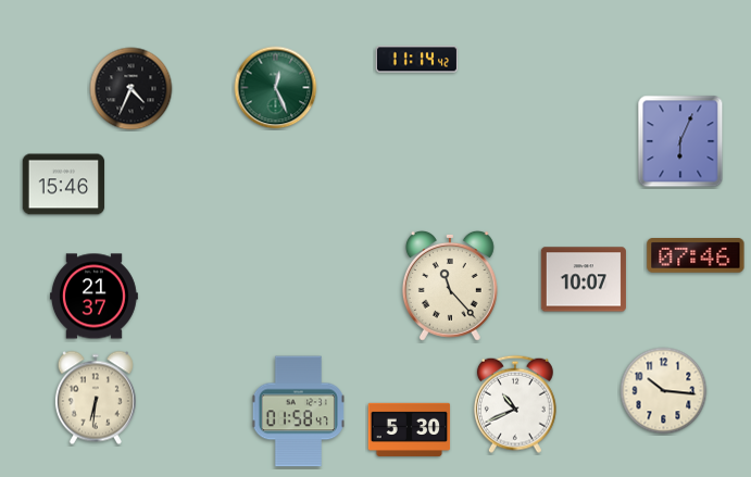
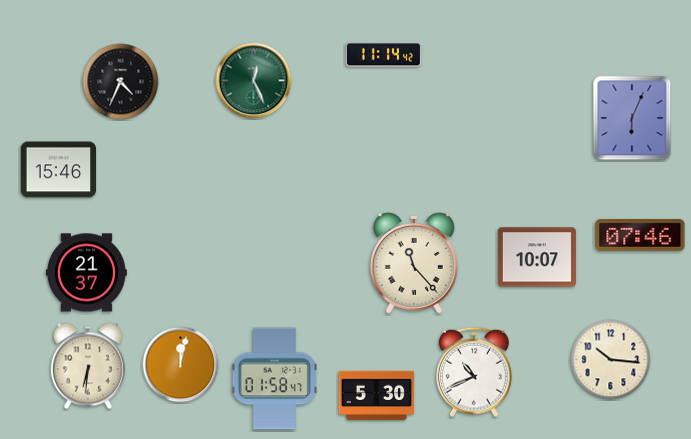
clock at (680, 141) position: (680, 141) -> (632, 118)
clock at (181, 365): none -> 12:02
